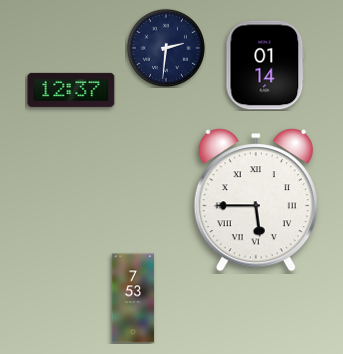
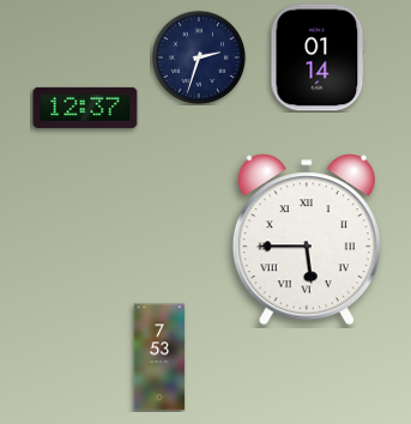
clock at (166, 48): 2:31 -> 2:33
clock at (265, 65) position: (265, 65) -> (318, 57)
